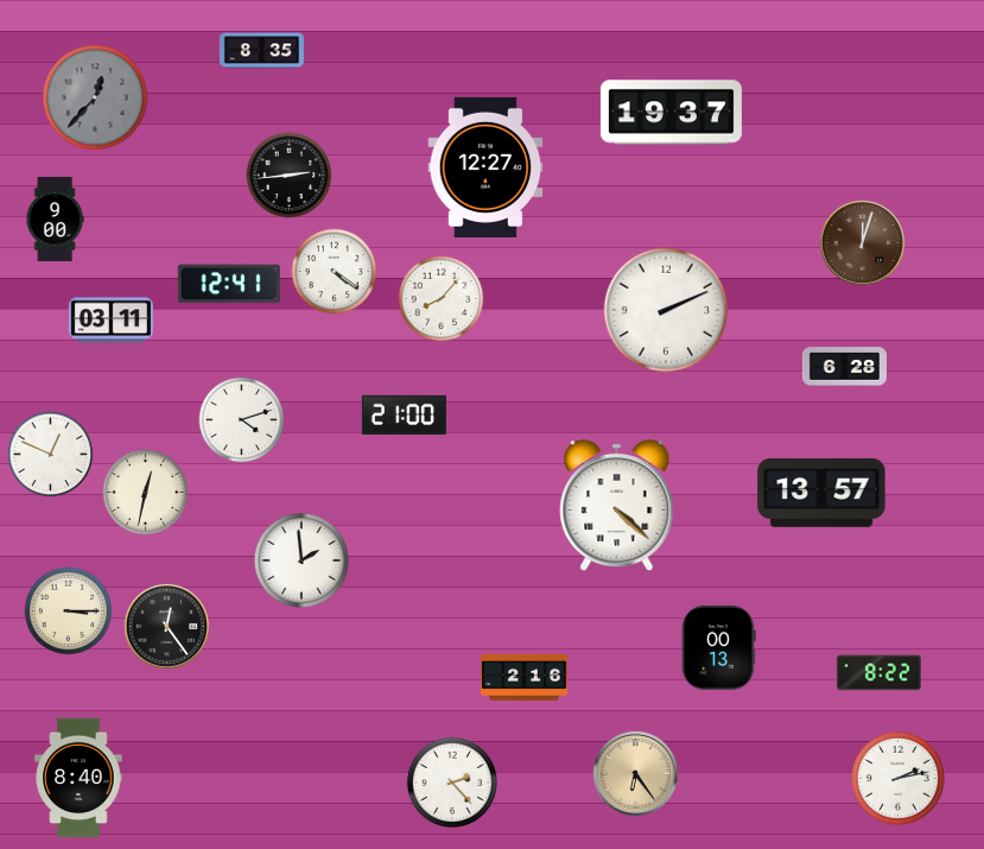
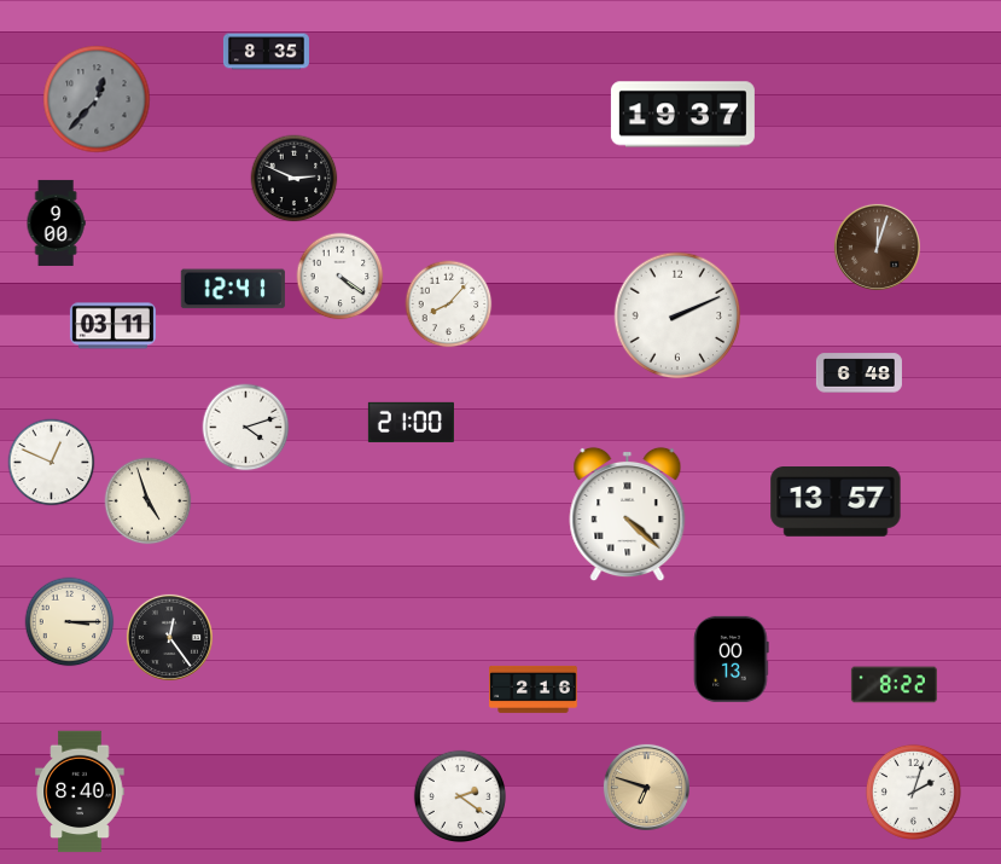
clock at (485, 167): 12:27 -> none
clock at (290, 176): 2:44 -> 2:49
clock at (844, 367): 6:28 -> 6:48
clock at (146, 493): 12:32 -> 4:57
clock at (301, 560): 1:59 -> none
clock at (635, 773): 6:24 -> 6:48
clock at (897, 778): 2:13 -> 2:03
clock at (451, 781): 2:23 -> 2:21
